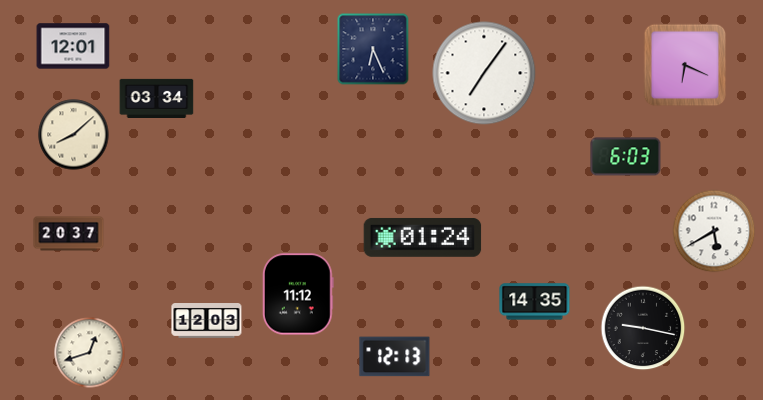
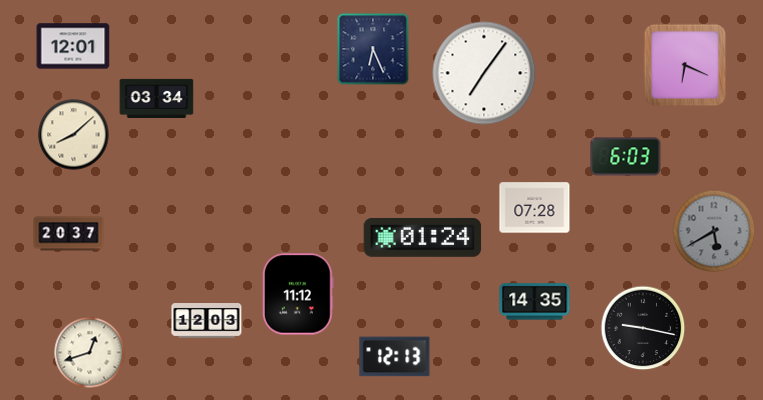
clock at (535, 208): none -> 07:28
clock at (714, 231) dial: white -> grey
